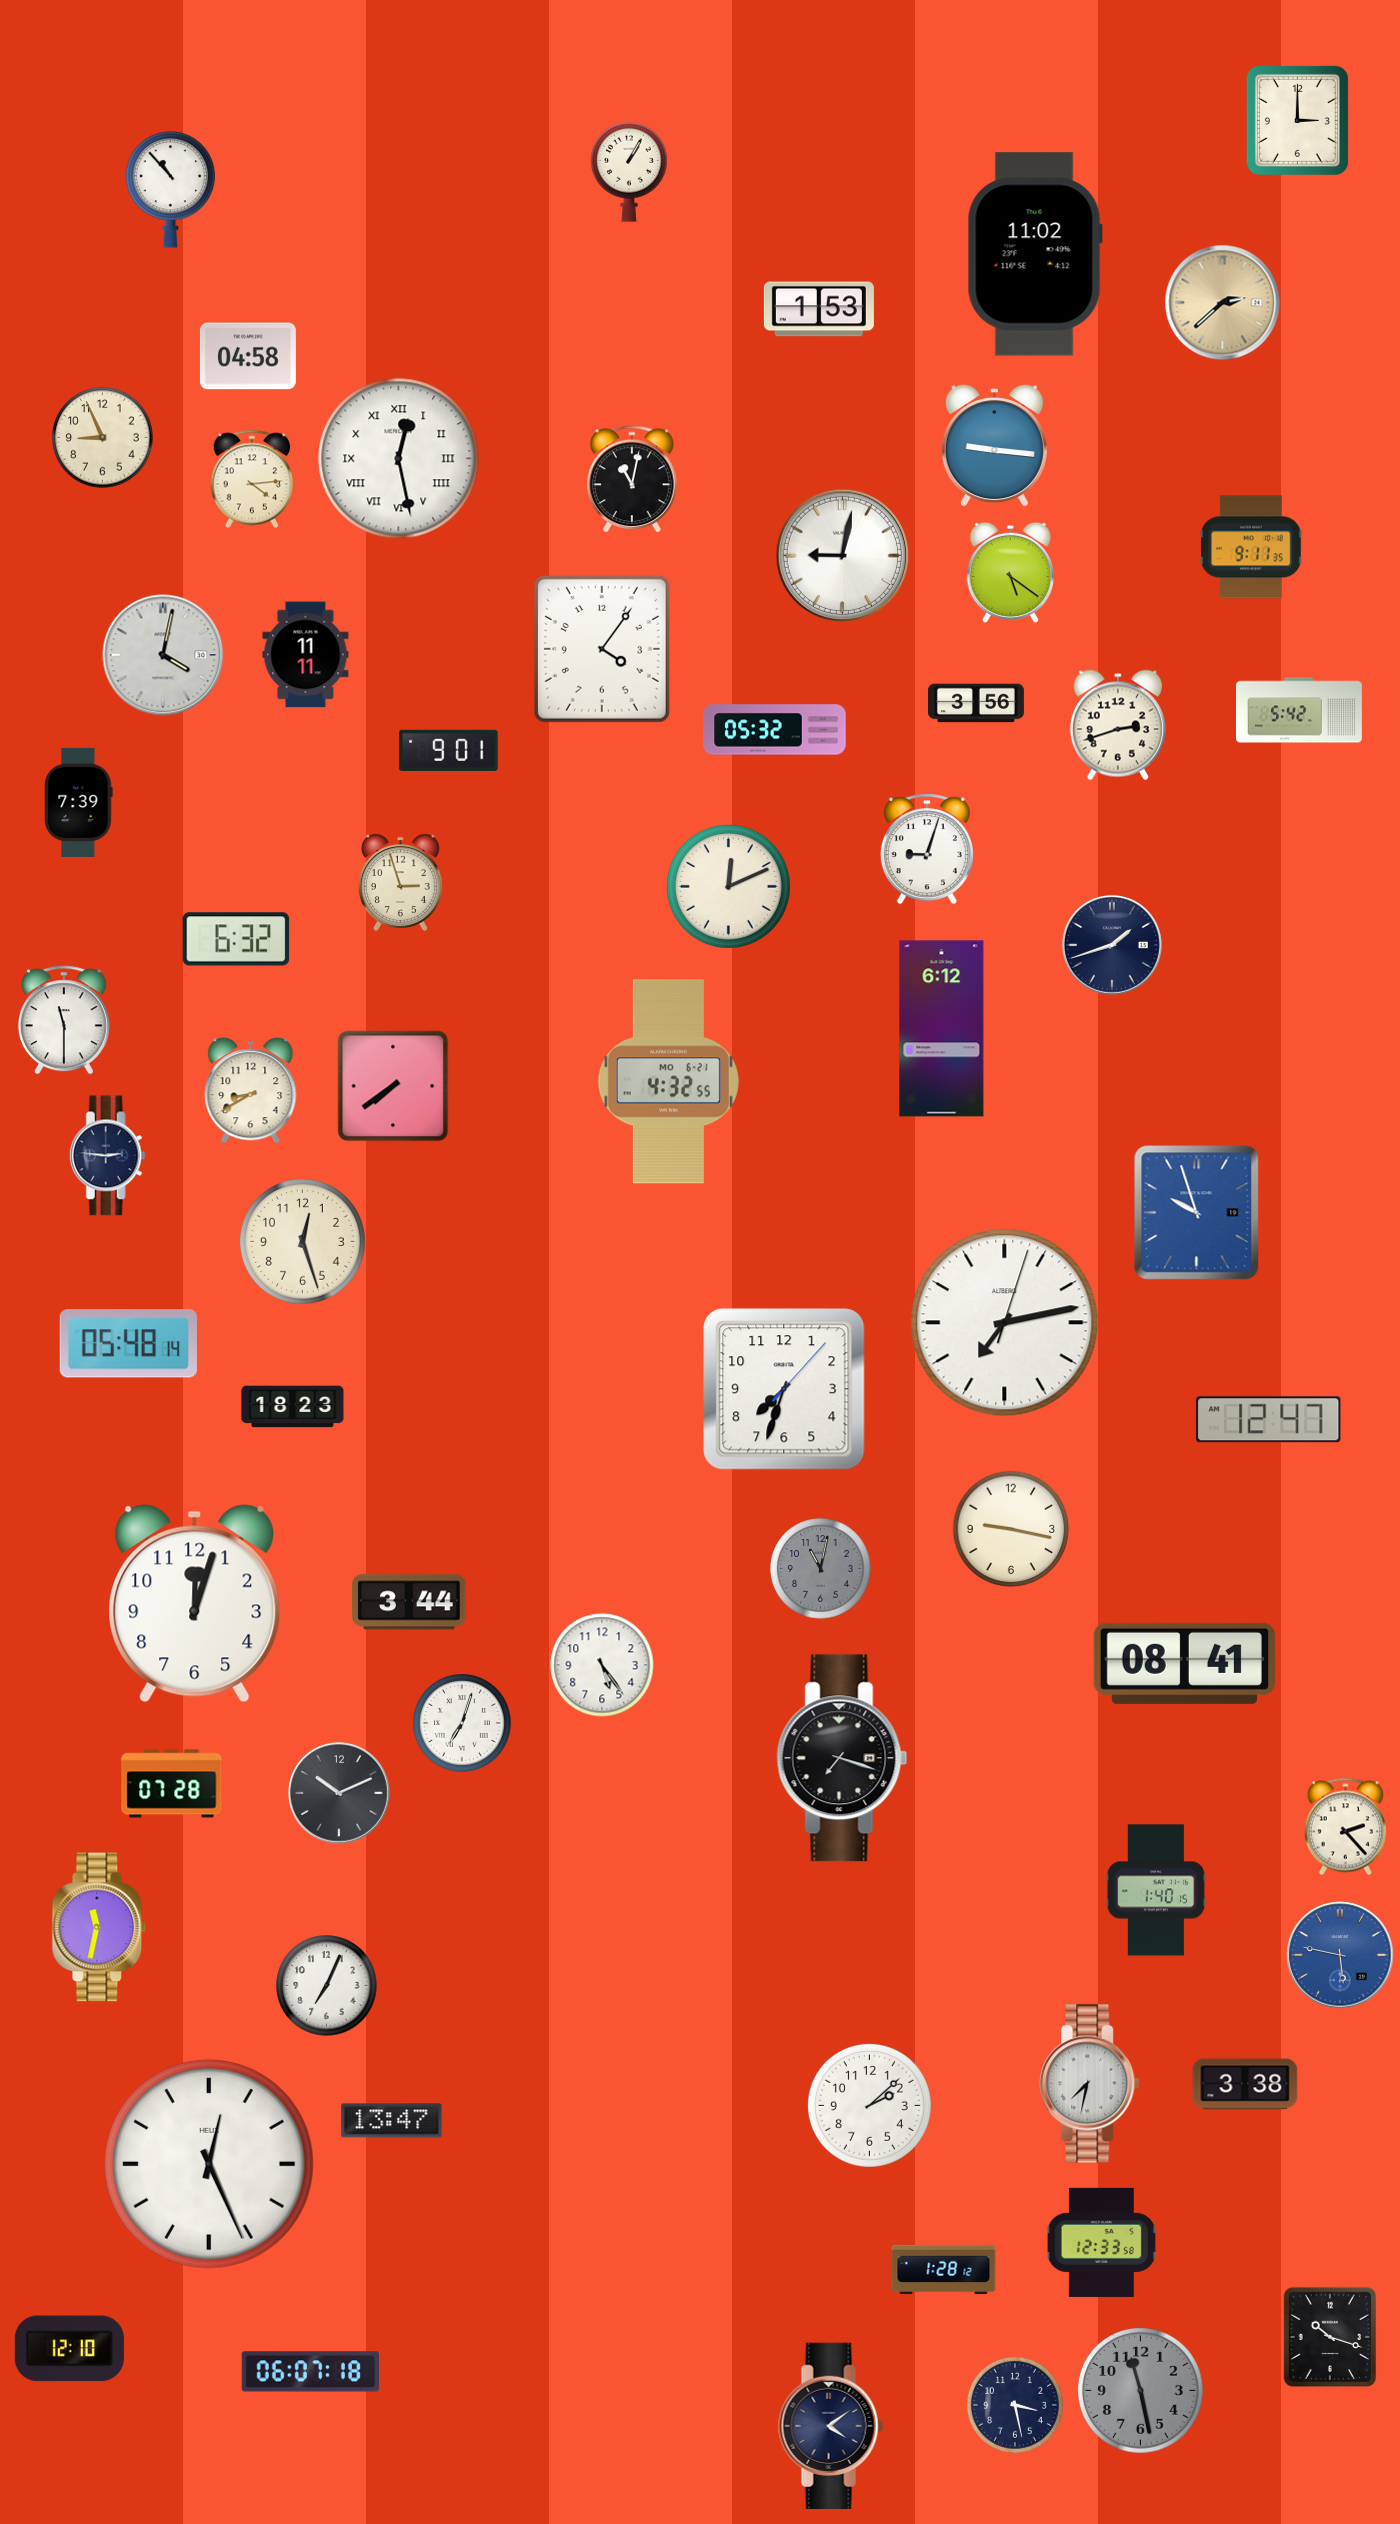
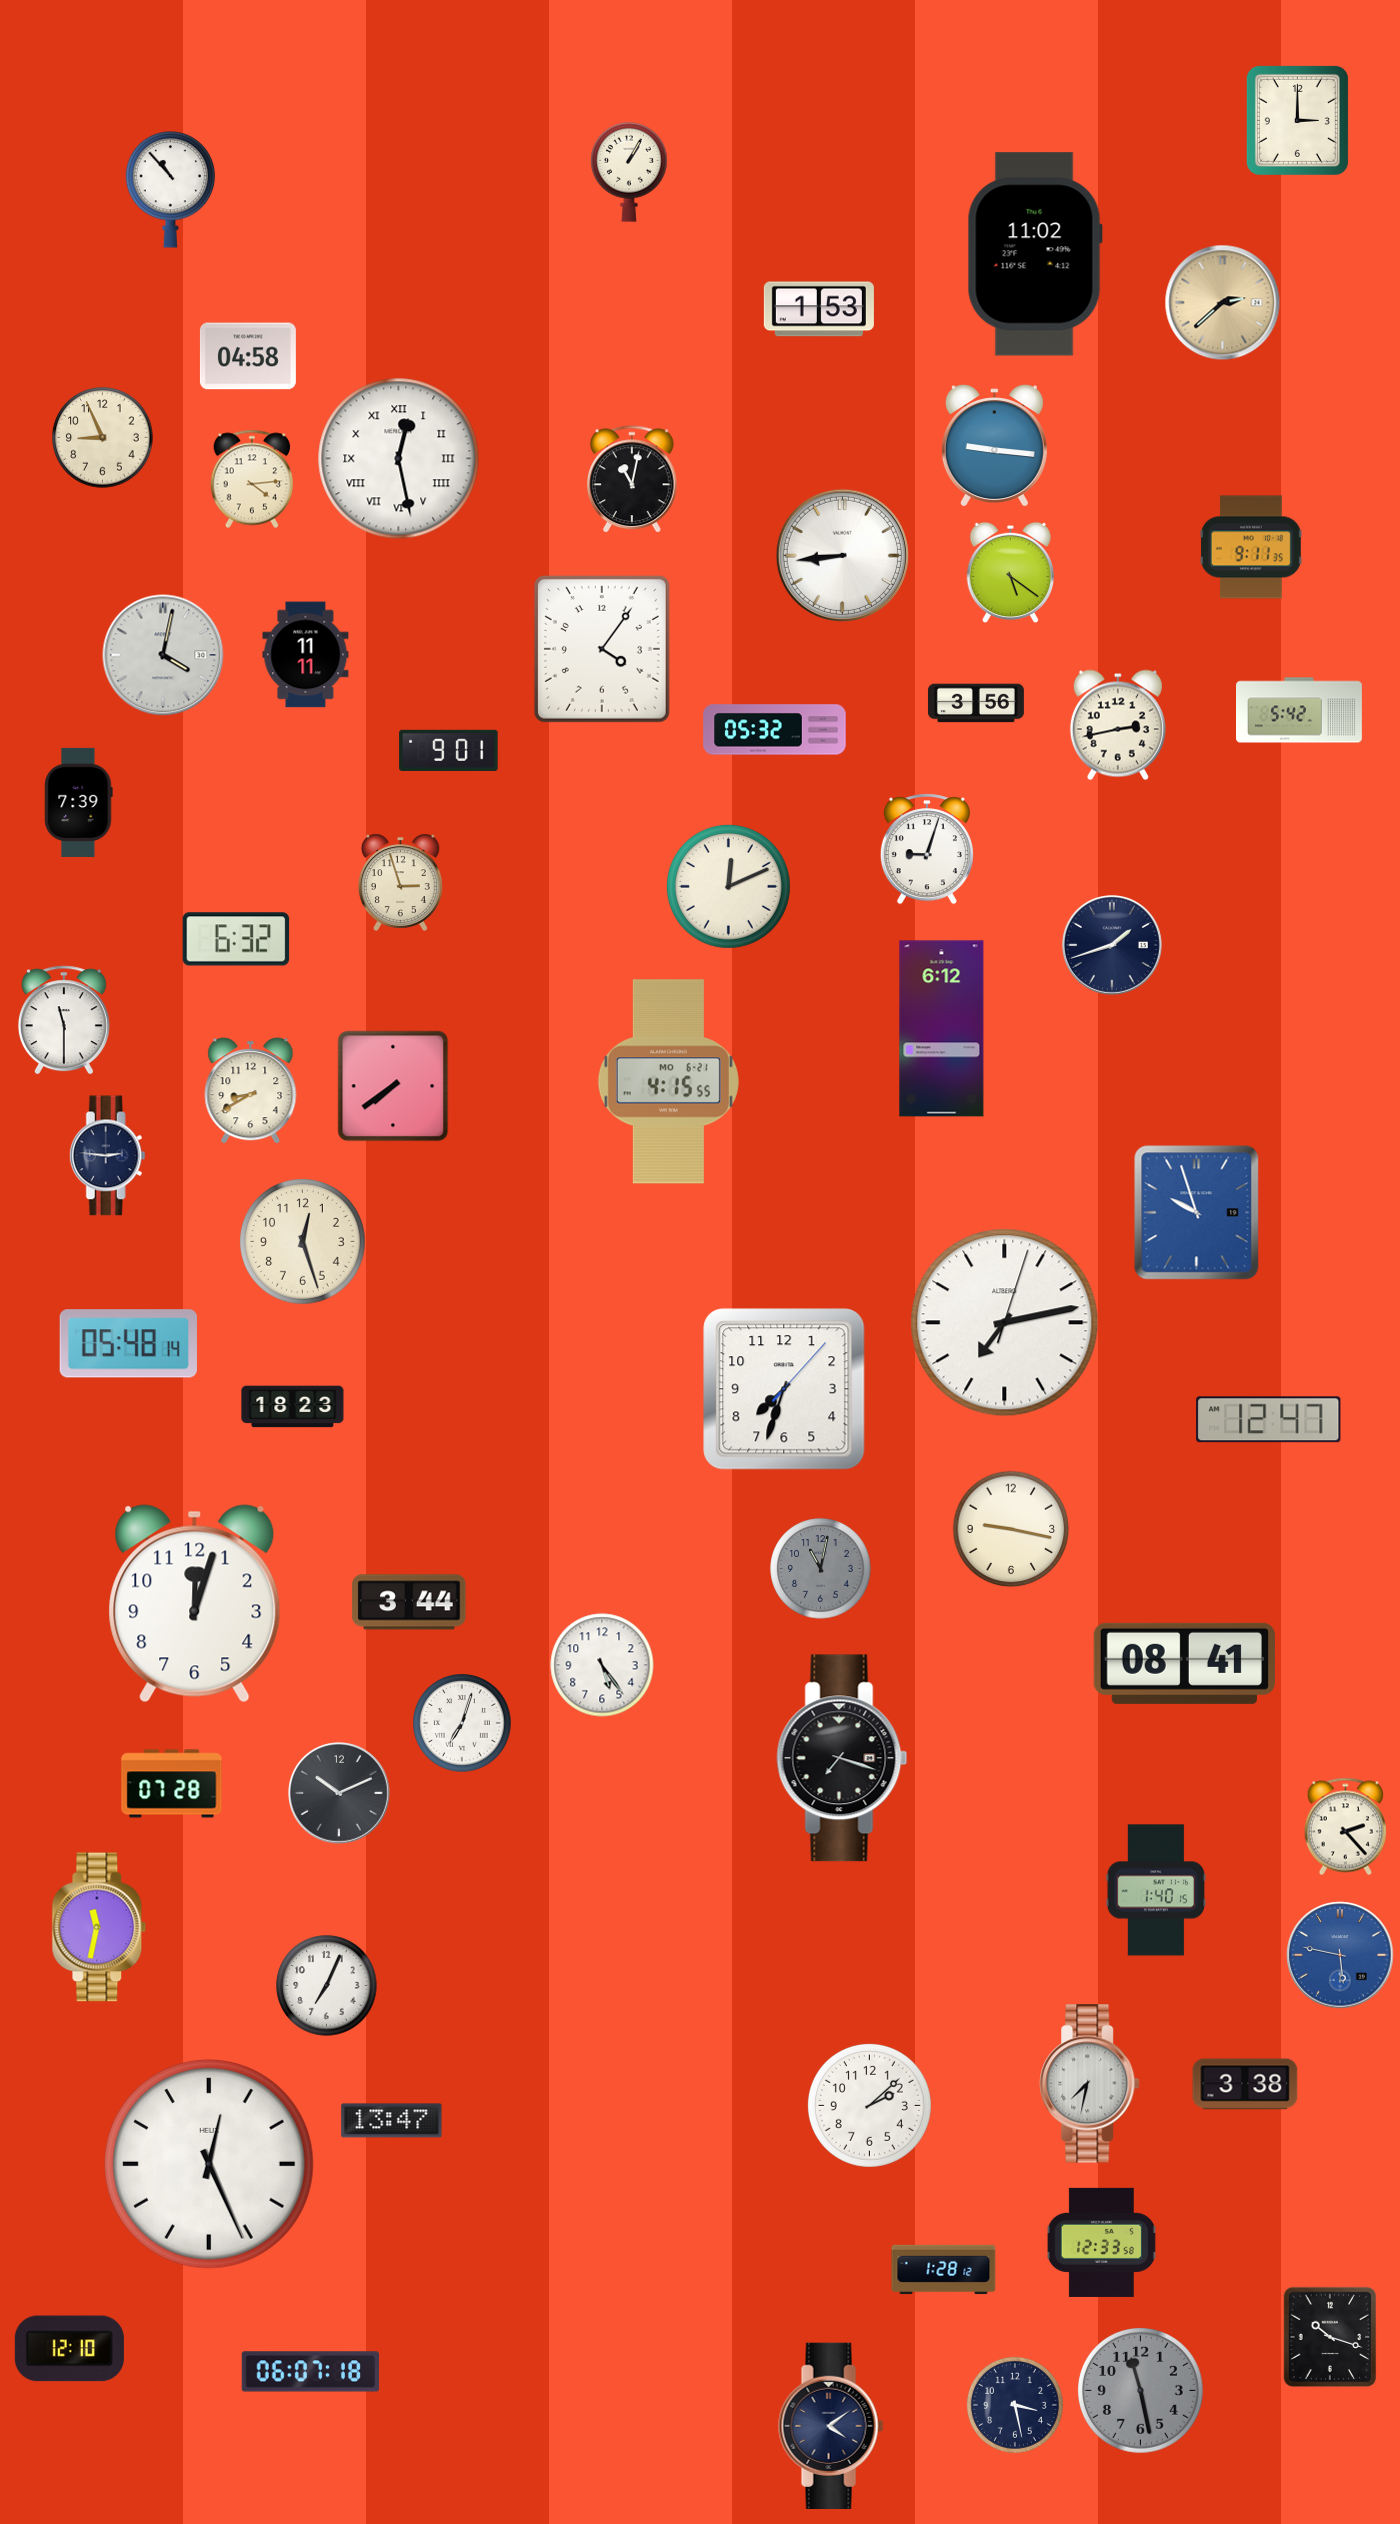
clock at (842, 555): 9:02 -> 8:44
clock at (1118, 725): 2:42 -> 2:43
clock at (668, 1082): 4:32 -> 4:15
